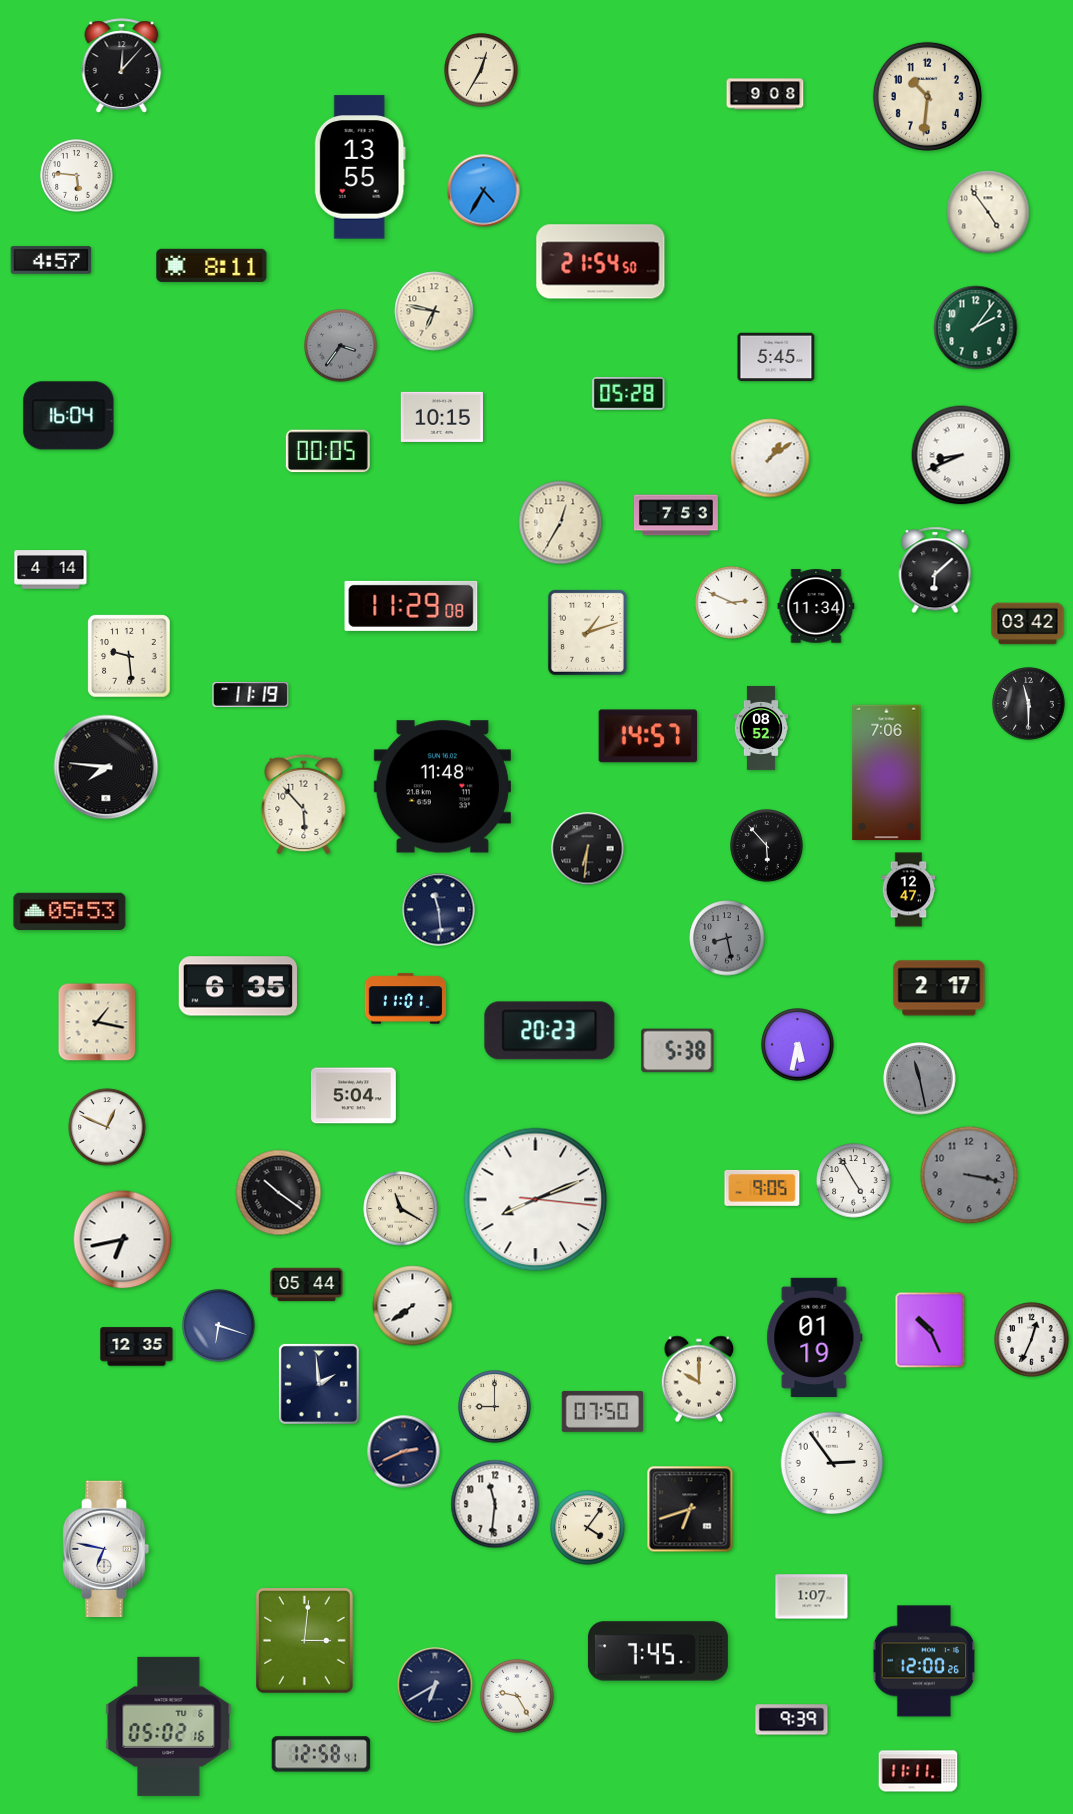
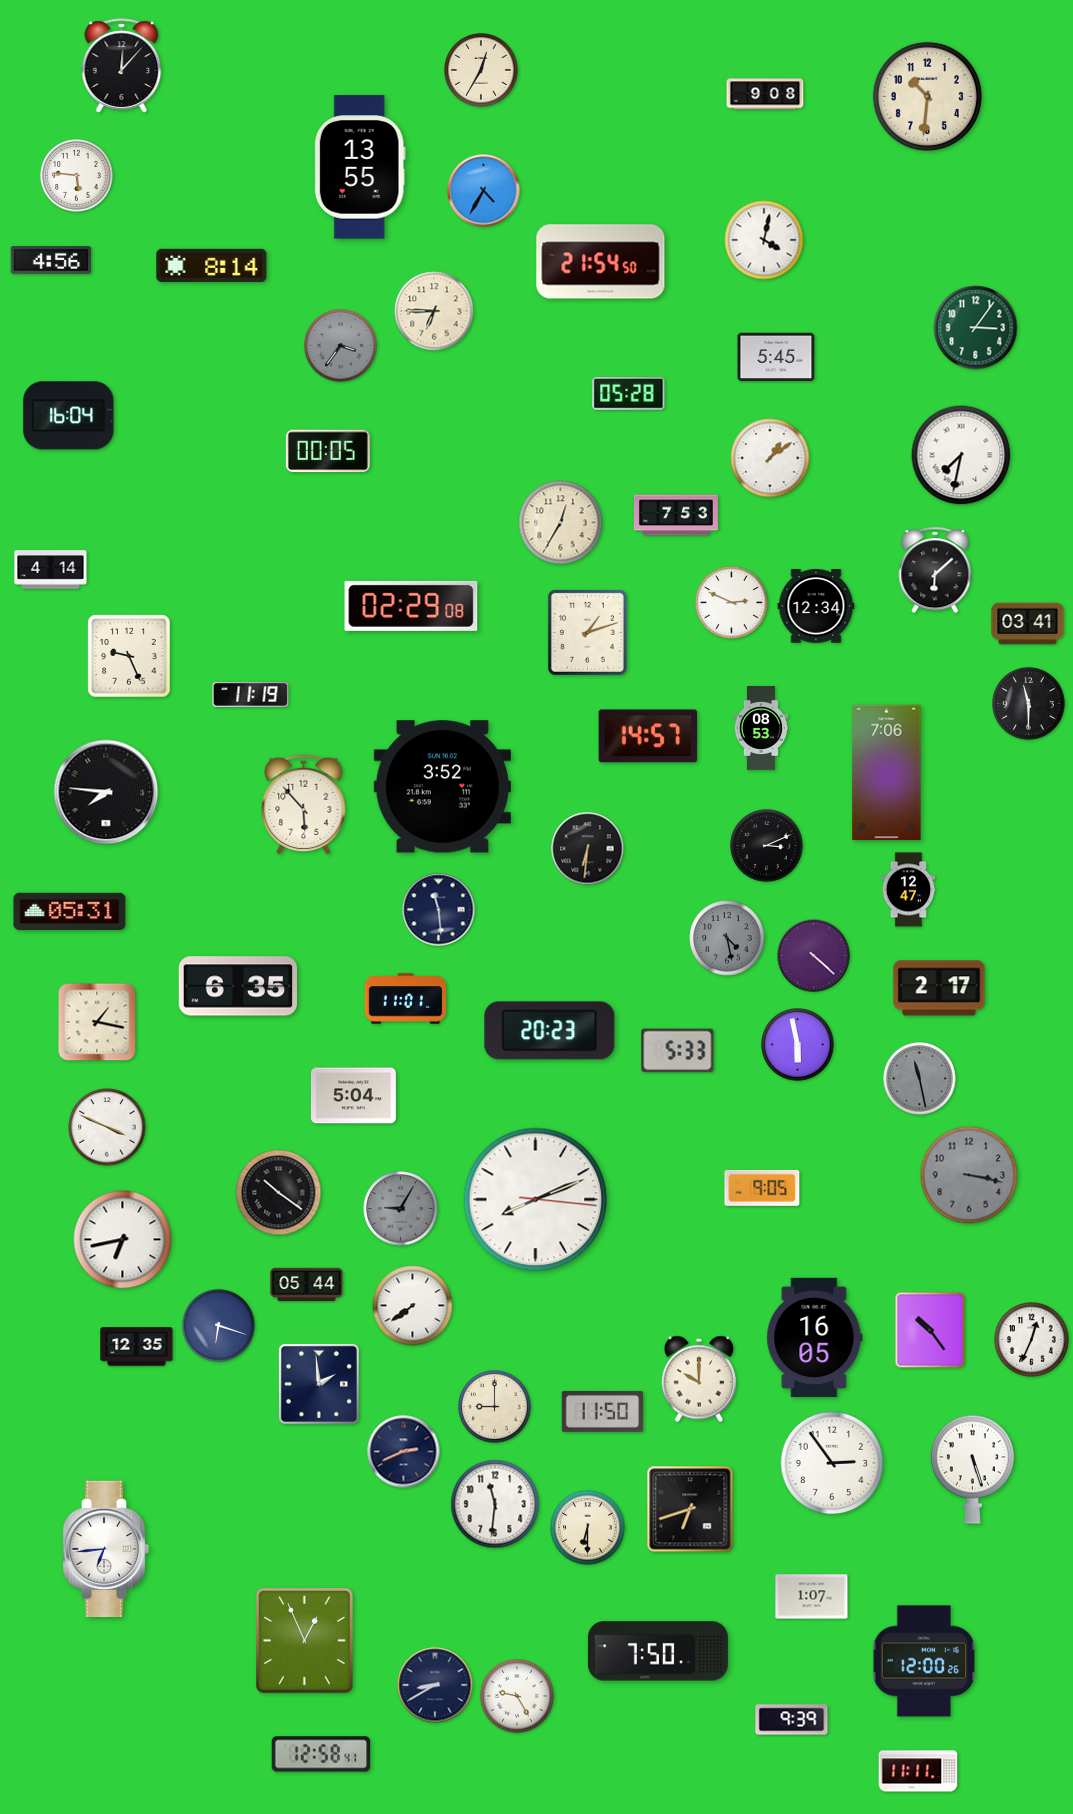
clock at (988, 212): 4:54 -> none
clock at (764, 240): none -> 4:02
clock at (51, 260): 4:57 -> 4:56
clock at (212, 265): 8:11 -> 8:14
clock at (434, 311): 6:47 -> 6:45
clock at (976, 328): 2:06 -> 3:06
clock at (442, 417): 10:15 -> none
clock at (961, 455): 8:41 -> 7:32
clock at (411, 606): 11:29 -> 02:29
clock at (816, 606): 11:34 -> 12:34
clock at (1028, 624): 03:42 -> 03:41
clock at (129, 656): 9:29 -> 9:26
clock at (760, 728): 08:52 -> 08:53
clock at (106, 767) position: (106, 767) -> (106, 792)
clock at (442, 787): 11:48 -> 3:52
clock at (767, 846): 5:53 -> 3:11
clock at (70, 912): 05:53 -> 05:31
clock at (727, 938): 8:28 -> 4:28
clock at (814, 956): none -> 4:22
clock at (798, 1045): 5:32 -> 5:58
clock at (678, 1051): 5:38 -> 5:33
clock at (107, 1127): 12:49 -> 3:49
clock at (854, 1181): 4:55 -> none
clock at (401, 1209): 11:20 -> 9:05
clock at (401, 1209) dial: cream -> grey
clock at (930, 1330): 10:26 -> 10:24
clock at (815, 1337): 01:19 -> 16:05
clock at (603, 1412): 07:50 -> 11:50
clock at (972, 1469): none -> 5:27
clock at (588, 1528): 4:06 -> 6:30
clock at (106, 1549): 6:47 -> 6:44
clock at (304, 1641): 3:01 -> 12:56
clock at (658, 1651): 7:45 -> 7:50
clock at (435, 1685): 6:40 -> 8:40
clock at (169, 1726): 05:02 -> none
